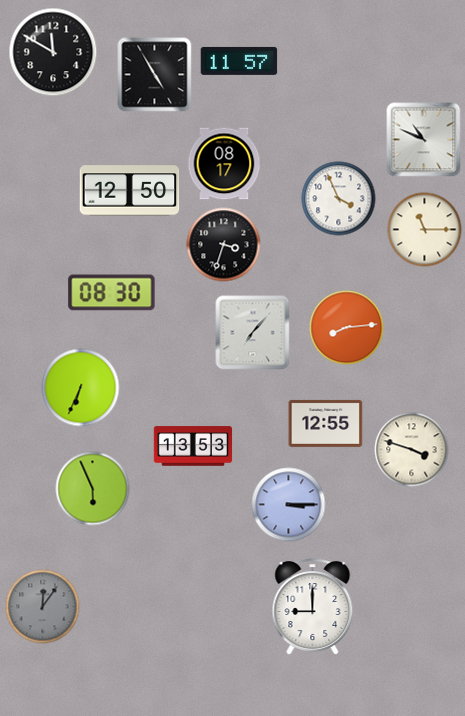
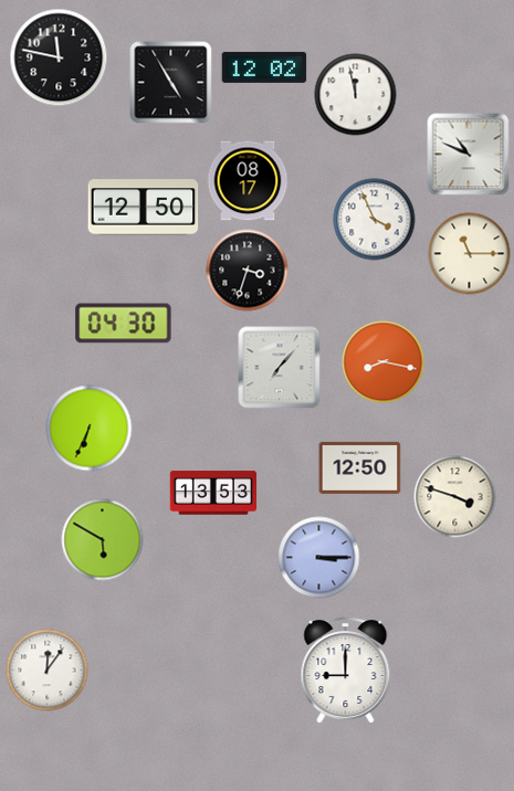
clock at (53, 52): 11:50 -> 11:47
clock at (239, 61): 11:57 -> 12:02
clock at (356, 95): none -> 11:58
clock at (130, 191) position: (130, 191) -> (144, 208)
clock at (112, 293): 08:30 -> 04:30
clock at (347, 328): 8:14 -> 8:17
clock at (326, 423): 12:55 -> 12:50
clock at (93, 489): 5:56 -> 5:50
clock at (43, 607) dial: grey -> white
